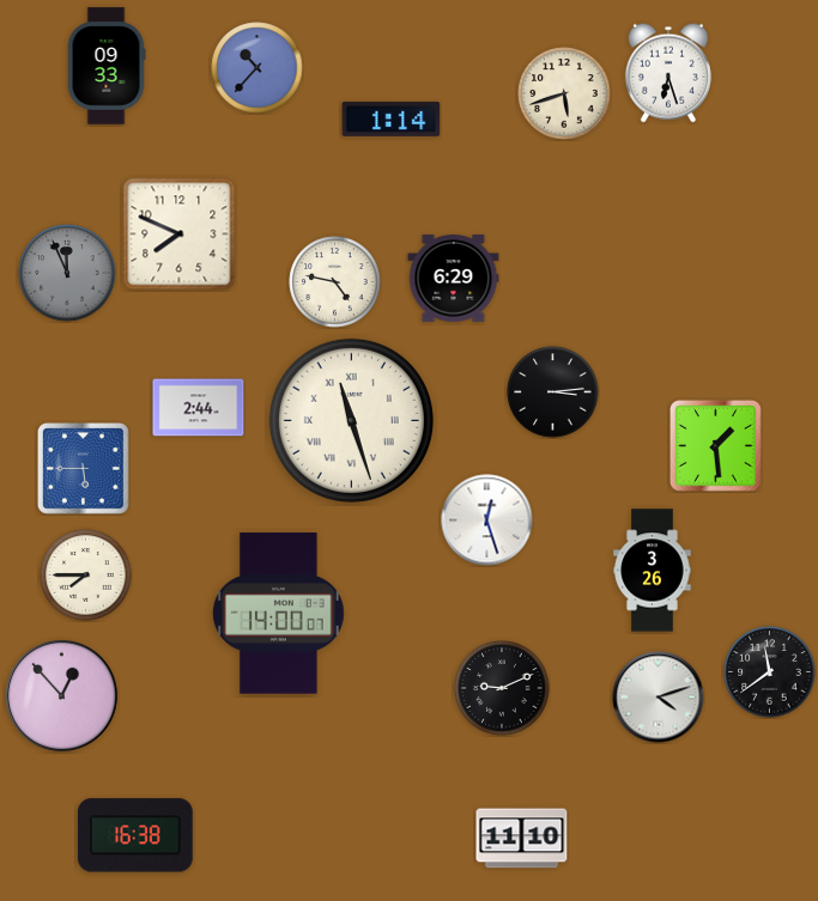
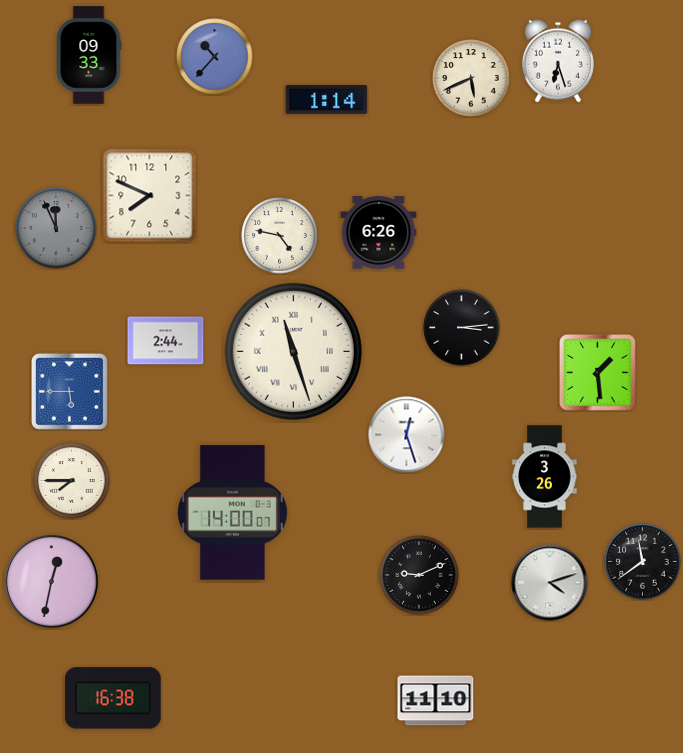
clock at (564, 93): 5:42 -> 5:41
clock at (454, 279): 6:29 -> 6:26
clock at (62, 696): 12:53 -> 12:32
